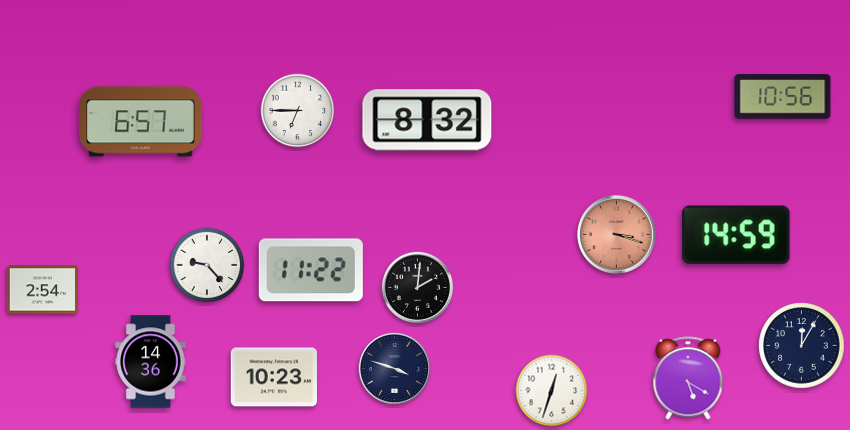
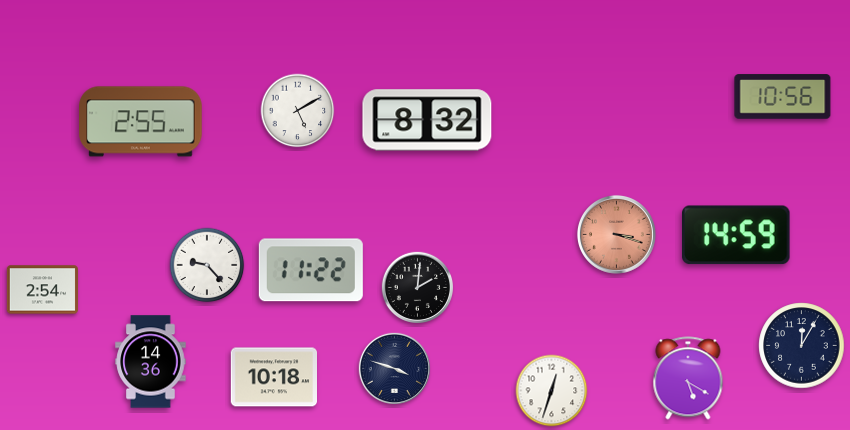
clock at (298, 111): 6:45 -> 5:10
clock at (141, 122): 6:57 -> 2:55
clock at (273, 377): 10:23 -> 10:18
